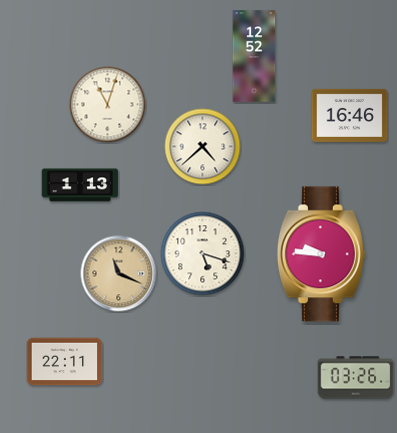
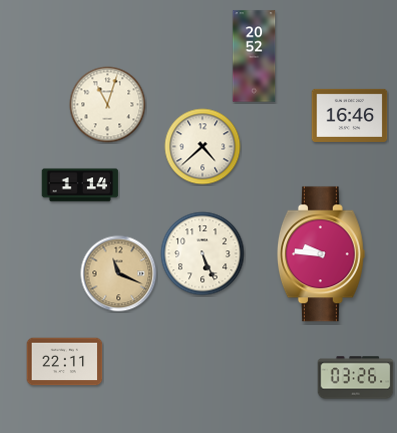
clock at (254, 56): 12:52 -> 20:52
clock at (80, 185): 1:13 -> 1:14
clock at (203, 254): 5:18 -> 5:26
